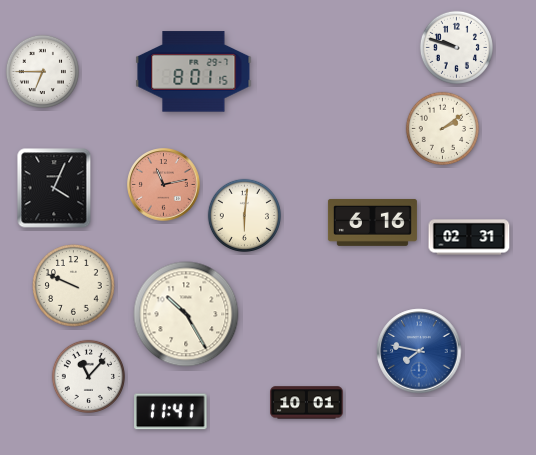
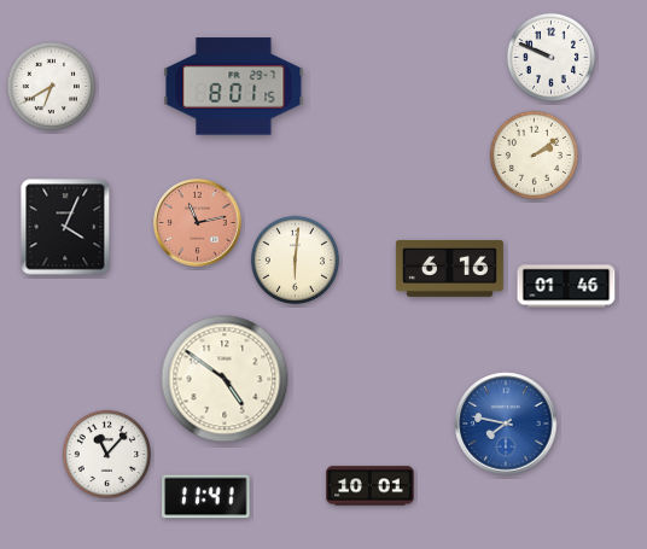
clock at (456, 47): 9:48 -> 9:49
clock at (42, 71): 6:45 -> 6:40
clock at (469, 237): 02:31 -> 01:46
clock at (74, 286): 9:49 -> none
clock at (186, 314): 10:25 -> 4:51
